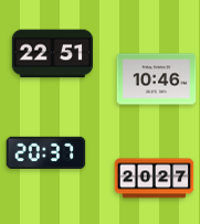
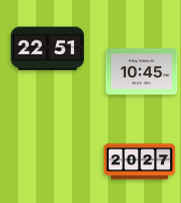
clock at (157, 79): 10:46 -> 10:45
clock at (46, 152): 20:37 -> none
